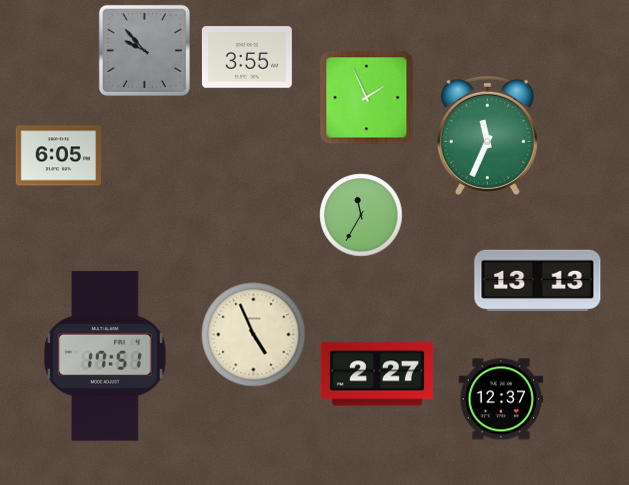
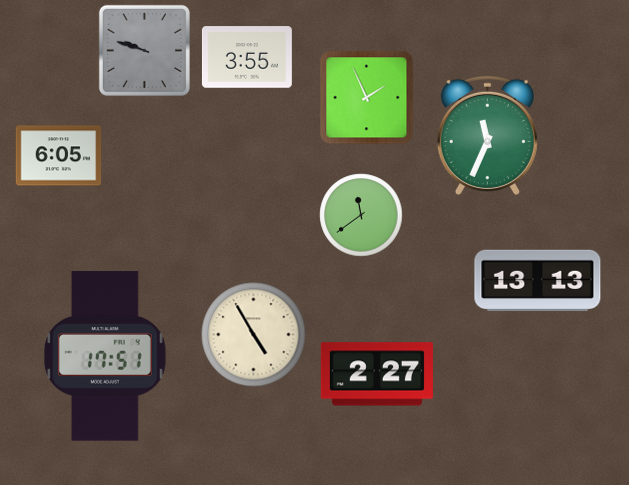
clock at (144, 50): 9:53 -> 9:48
clock at (361, 215): 11:35 -> 11:39
clock at (254, 335): 4:56 -> 4:55
clock at (501, 399): 12:37 -> none
